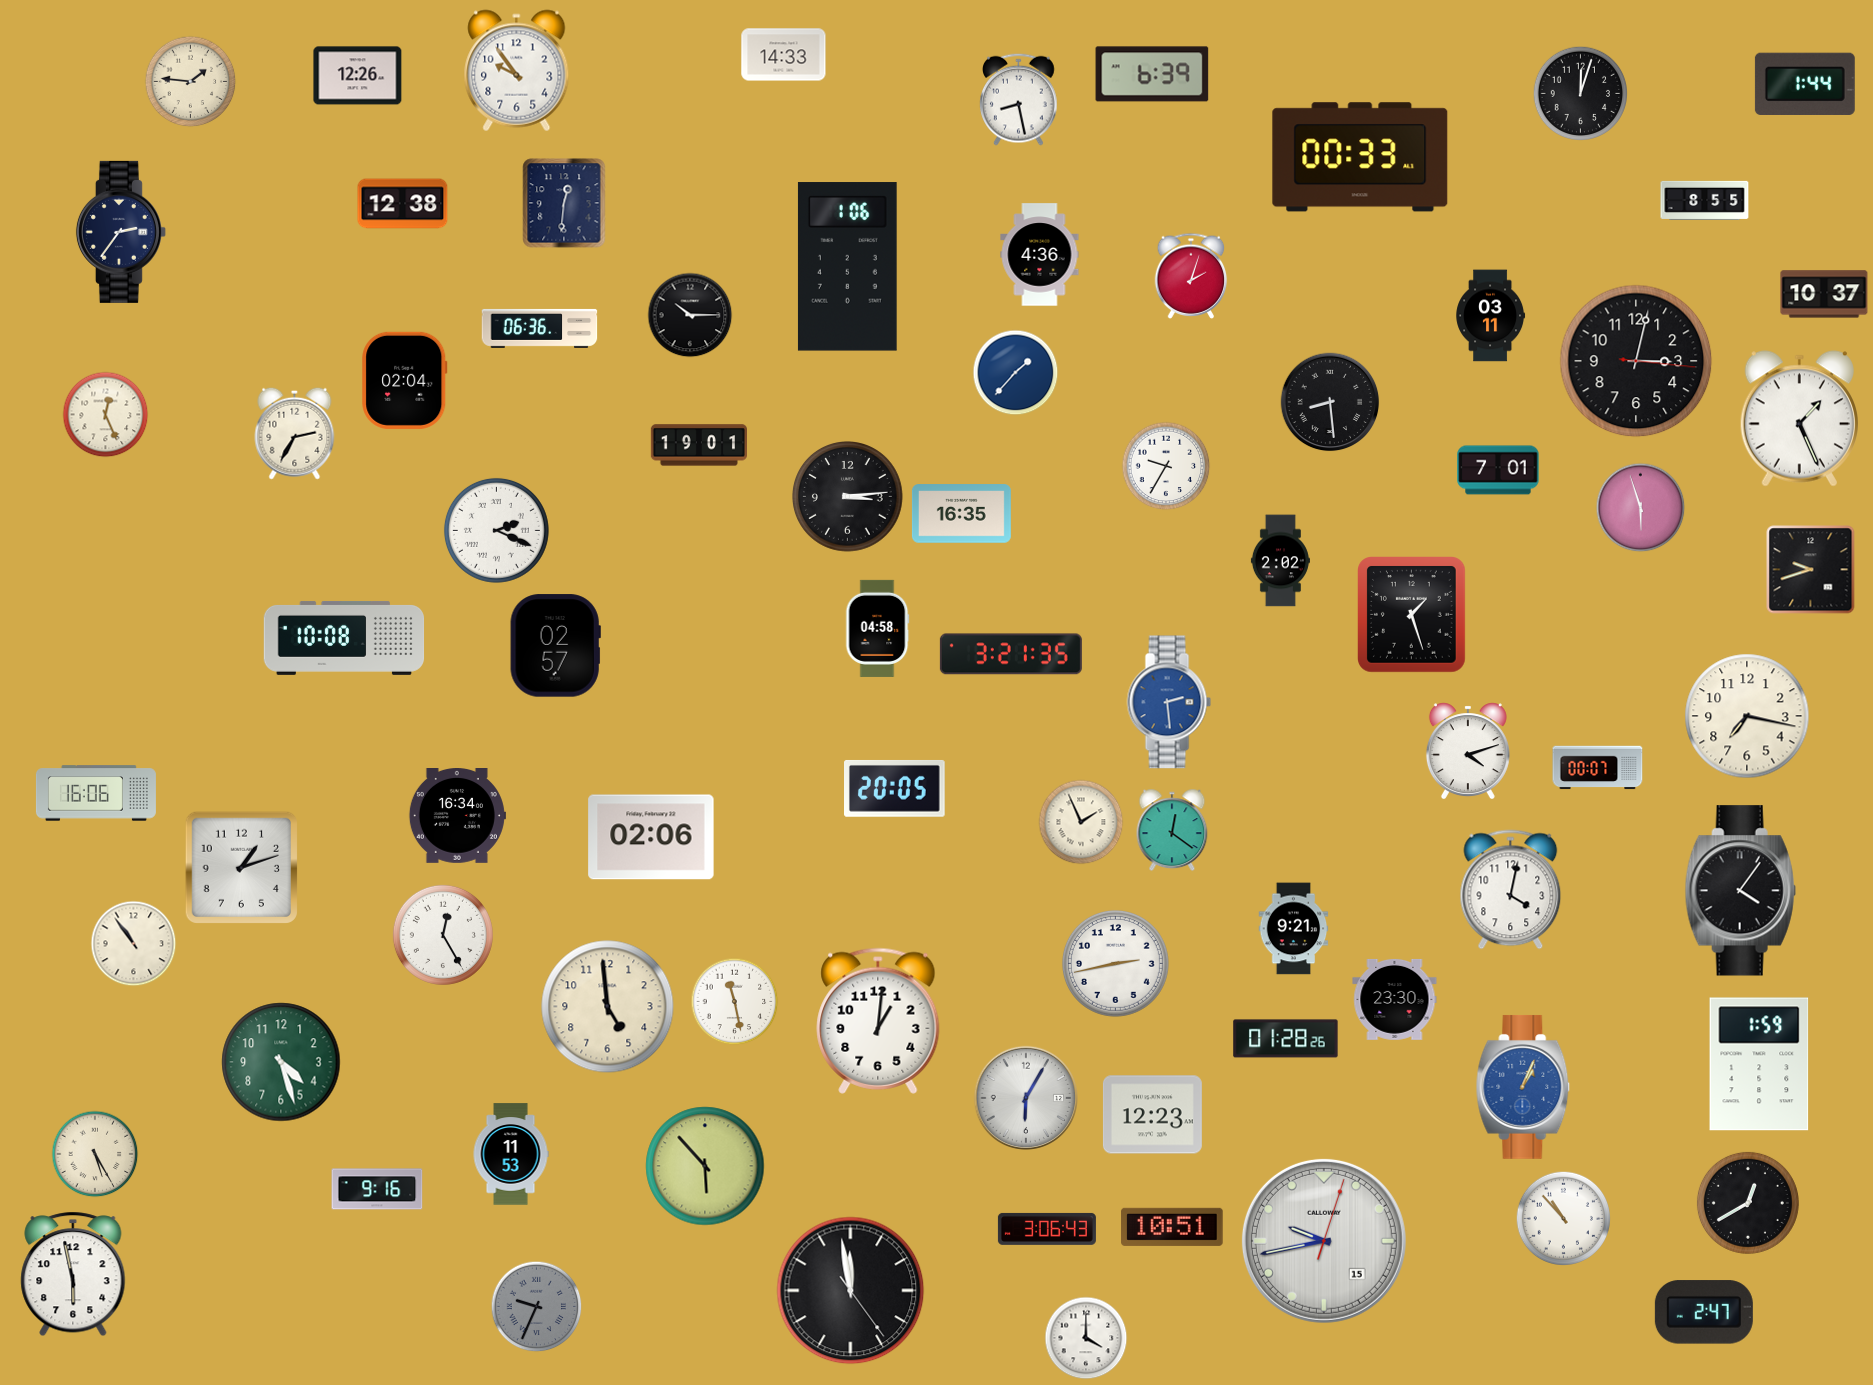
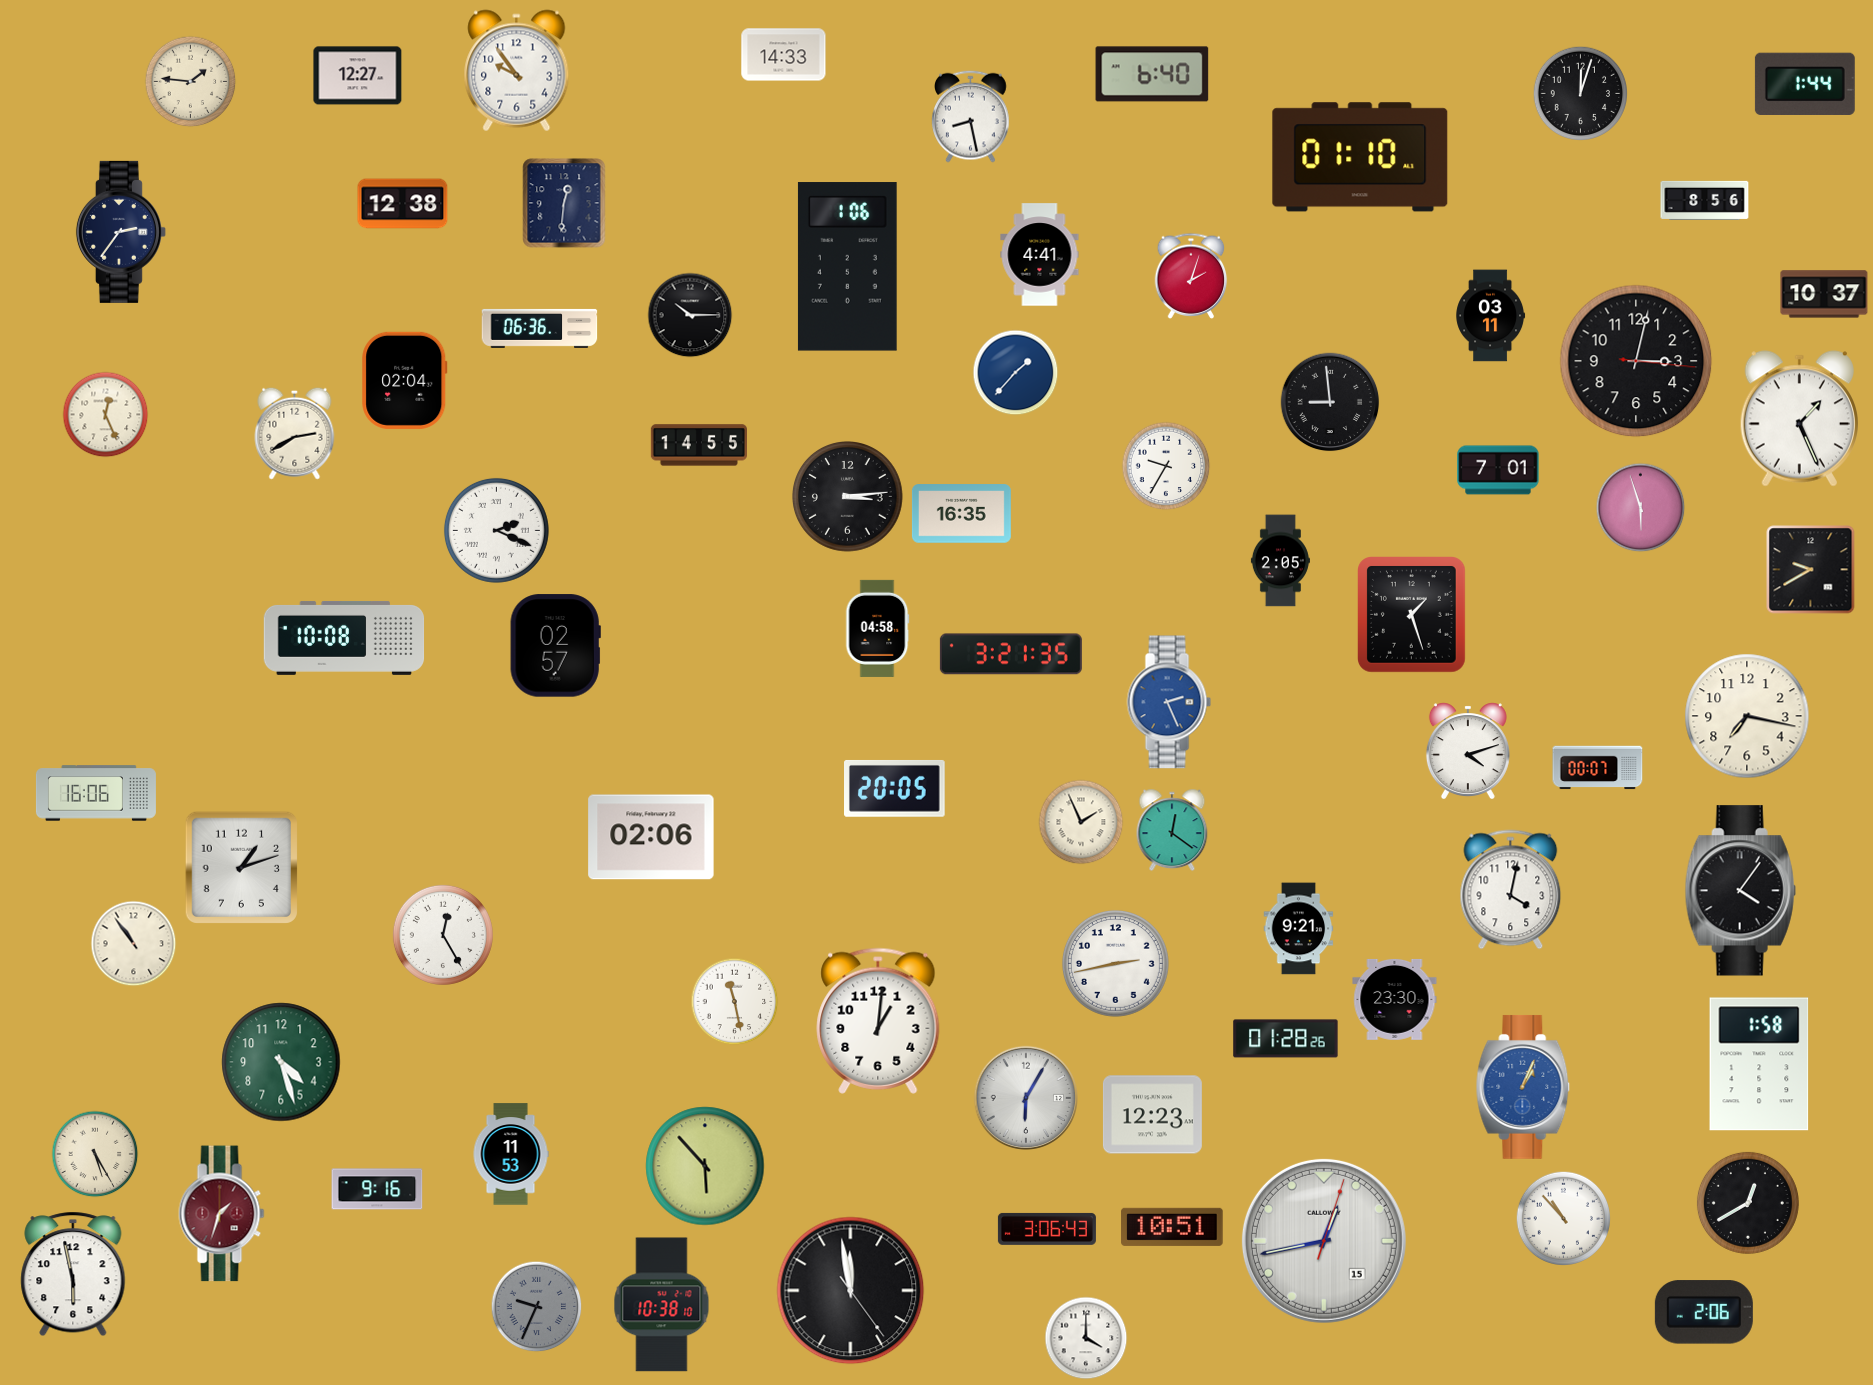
clock at (1152, 74): 6:39 -> 6:40
clock at (358, 76): 12:26 -> 12:27
clock at (1019, 99) position: (1019, 99) -> (971, 116)
clock at (1360, 157): 00:33 -> 01:10
clock at (1705, 200): 8:55 -> 8:56
clock at (1040, 255): 4:36 -> 4:41
clock at (1330, 402): 8:29 -> 8:59
clock at (295, 433): 2:35 -> 2:40
clock at (698, 445): 19:01 -> 14:55
clock at (1280, 561): 2:02 -> 2:05
clock at (1811, 570): 9:42 -> 9:40
clock at (1169, 702): 2:29 -> 2:26
clock at (457, 816): 16:34 -> none
clock at (1294, 929) position: (1294, 929) -> (1299, 929)
clock at (608, 1007): 4:59 -> none
clock at (1759, 1064): 1:59 -> 1:58
clock at (222, 1214): none -> 1:33
clock at (1324, 1241): 9:43 -> 12:43
clock at (662, 1305): none -> 10:38
clock at (1704, 1312): 2:47 -> 2:06
